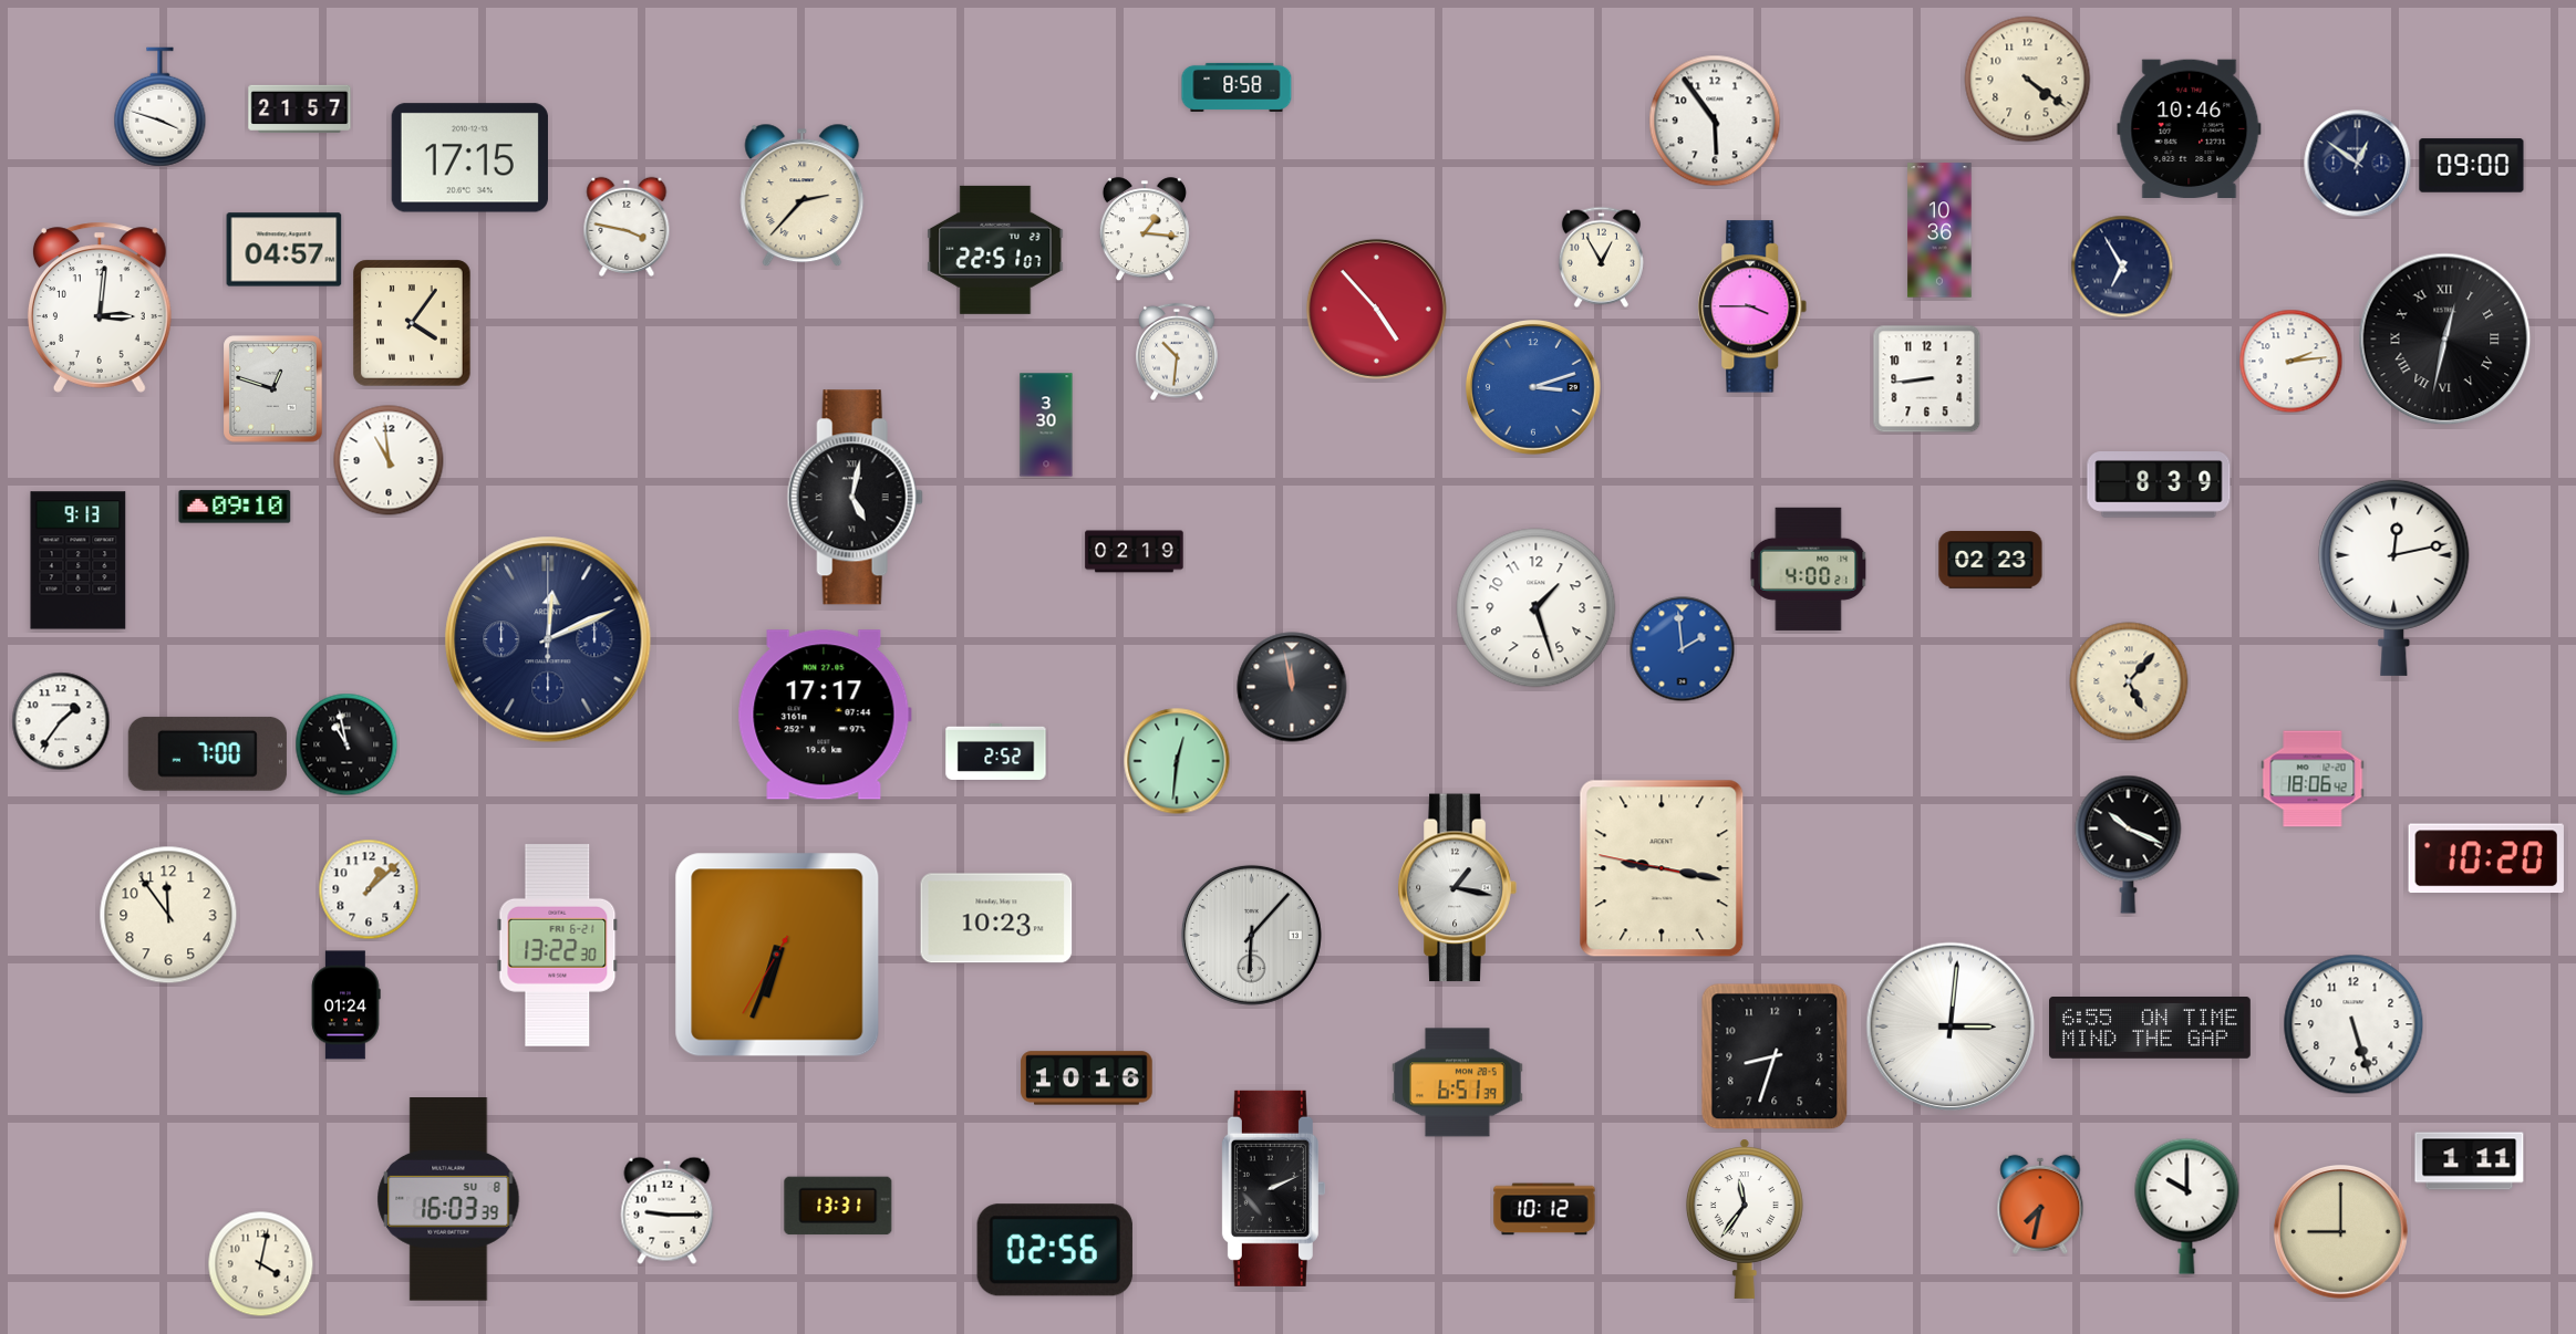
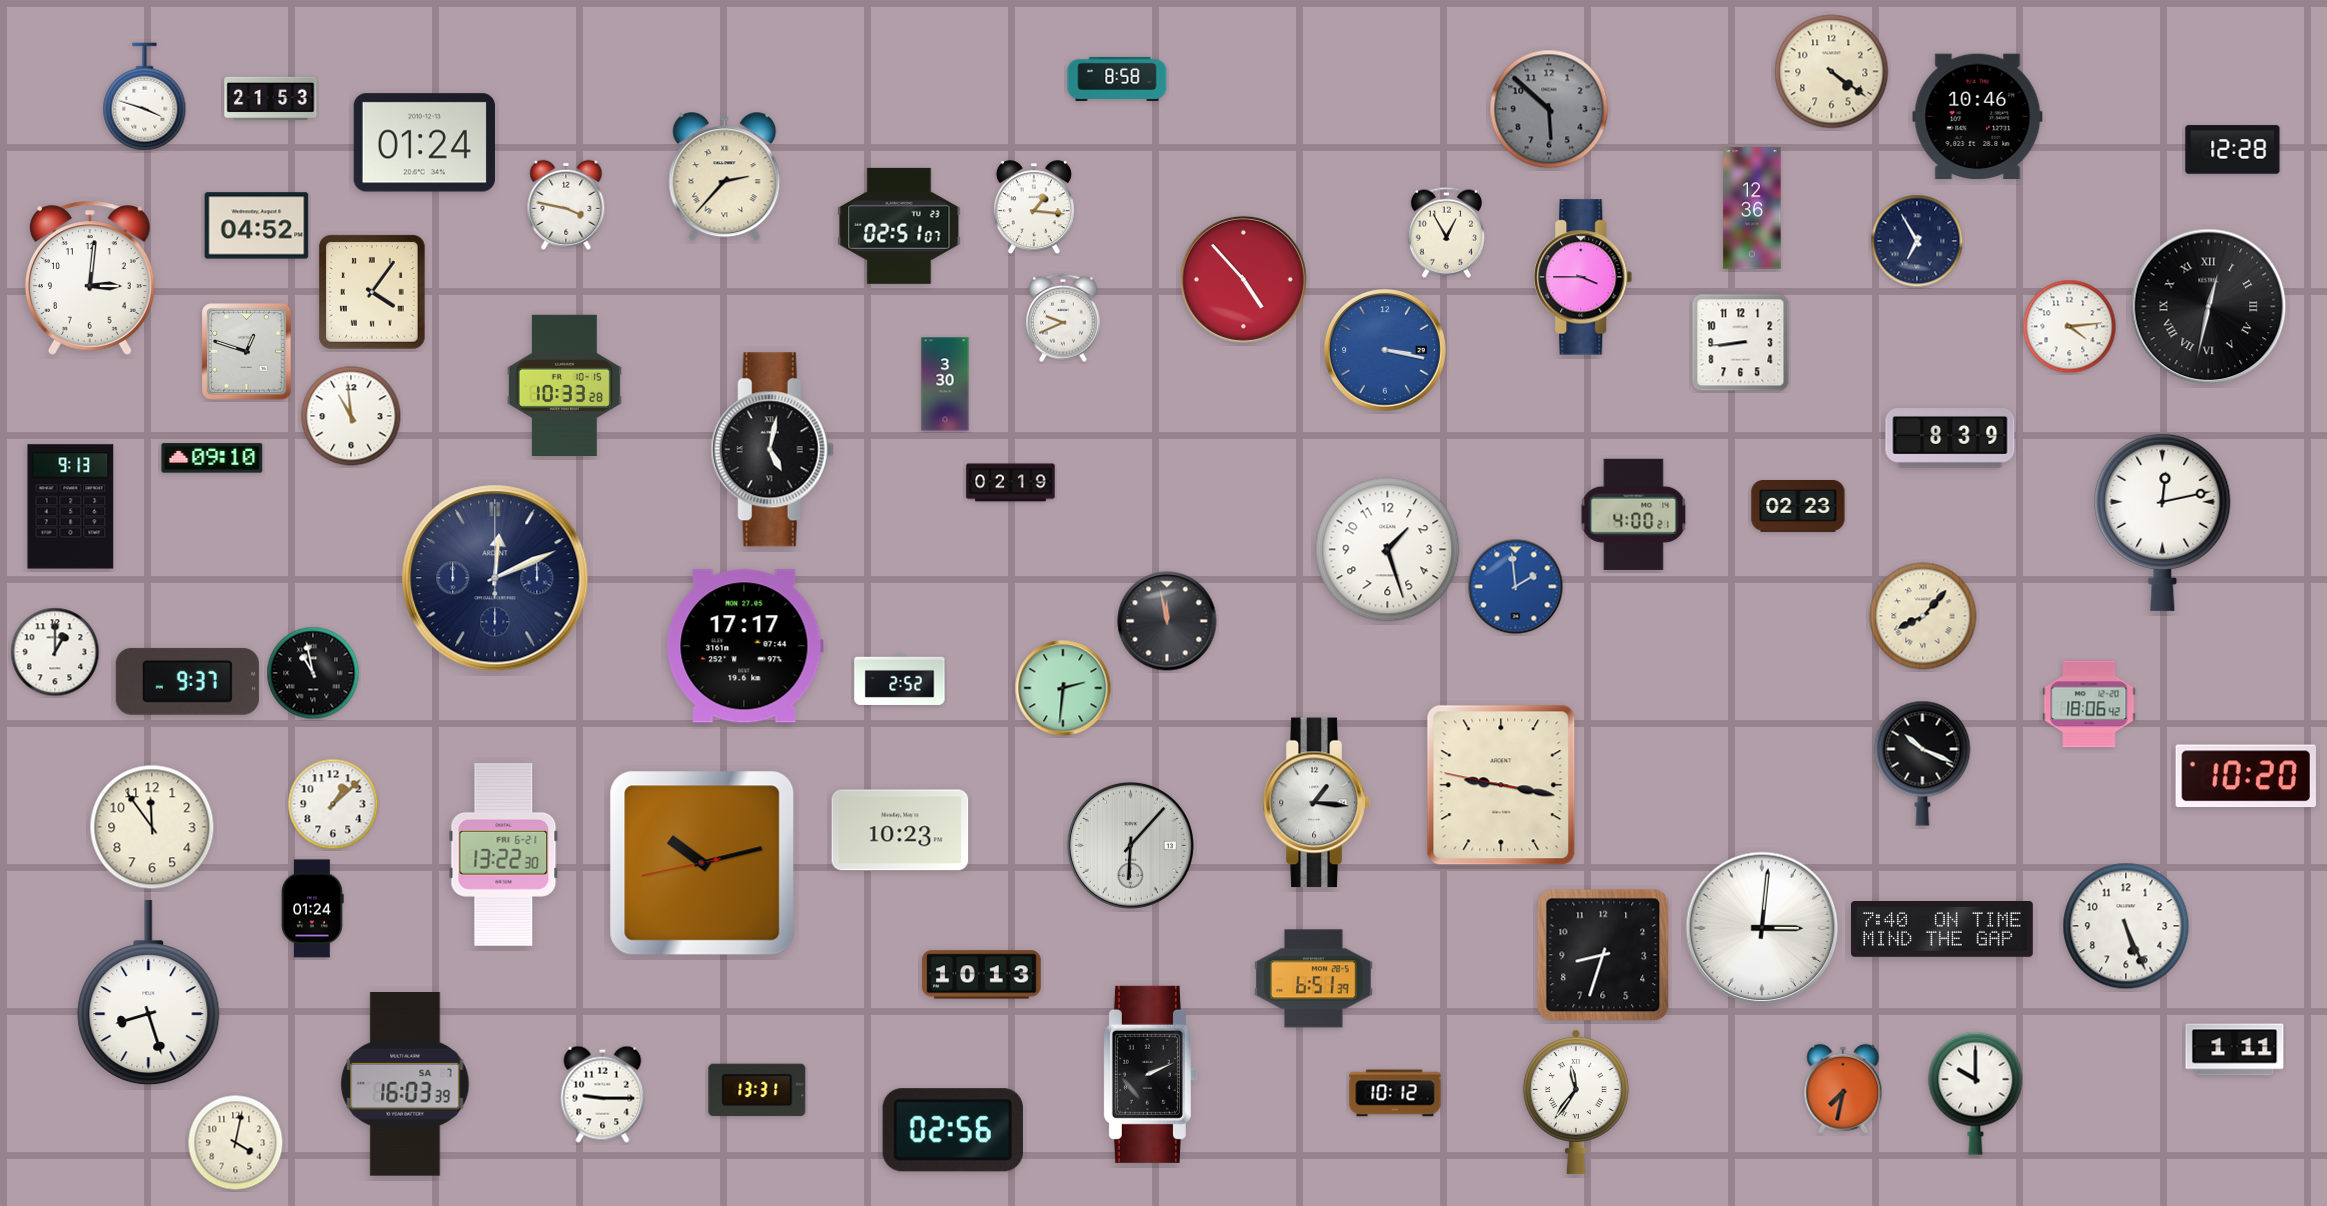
clock at (300, 108): 21:57 -> 21:53
clock at (1715, 121): 5:54 -> 5:52
clock at (1715, 121) dial: white -> grey
clock at (469, 158): 17:15 -> 01:24
clock at (2358, 164): 12:51 -> none
clock at (2472, 166): 09:00 -> 12:28
clock at (1939, 230): 10:36 -> 12:36
clock at (285, 250): 04:57 -> 04:52
clock at (995, 250): 22:51 -> 02:51
clock at (1177, 352): 10:31 -> 9:41
clock at (2291, 362): 2:14 -> 4:14
clock at (1533, 387): 3:12 -> 3:17
clock at (564, 386): none -> 10:33
clock at (1135, 552) position: (1135, 552) -> (1011, 483)
clock at (1683, 649) position: (1683, 649) -> (1516, 587)
clock at (2129, 681): 5:07 -> 8:07
clock at (61, 721): 1:36 -> 1:00
clock at (207, 753): 7:00 -> 9:37
clock at (1177, 761): 12:31 -> 2:31
clock at (1457, 888): 1:17 -> 1:16
clock at (777, 955): 6:33 -> 10:12
clock at (2353, 1024): 5:27 -> 5:26
clock at (2151, 1029): 6:55 -> 7:40
clock at (1087, 1078): 10:16 -> 10:13
clock at (1458, 1083) position: (1458, 1083) -> (1314, 979)
clock at (149, 994): none -> 8:27
clock at (2470, 1161) position: (2470, 1161) -> (2235, 1050)
clock at (448, 1200) date: SU 8 -> SA 7
clock at (2187, 1206) position: (2187, 1206) -> (1976, 1093)
clock at (2340, 1231): 9:00 -> none
